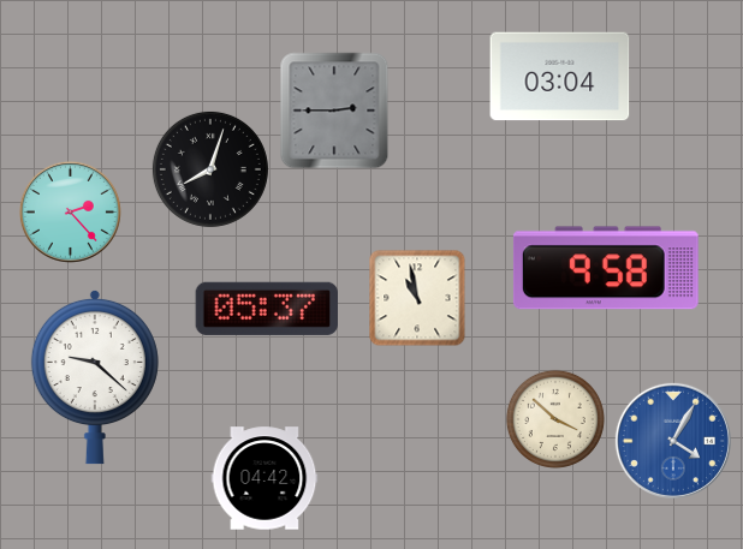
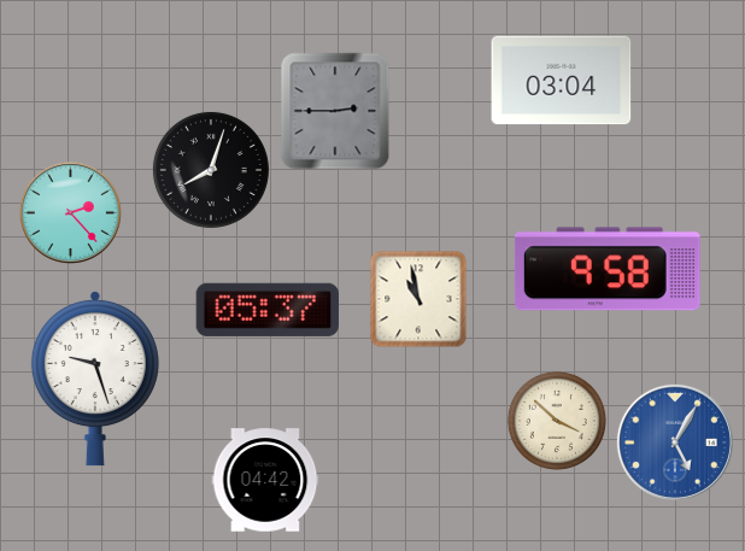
clock at (560, 77) position: (560, 77) -> (562, 81)
clock at (95, 377): 9:22 -> 9:27
clock at (673, 441): 4:05 -> 5:05
